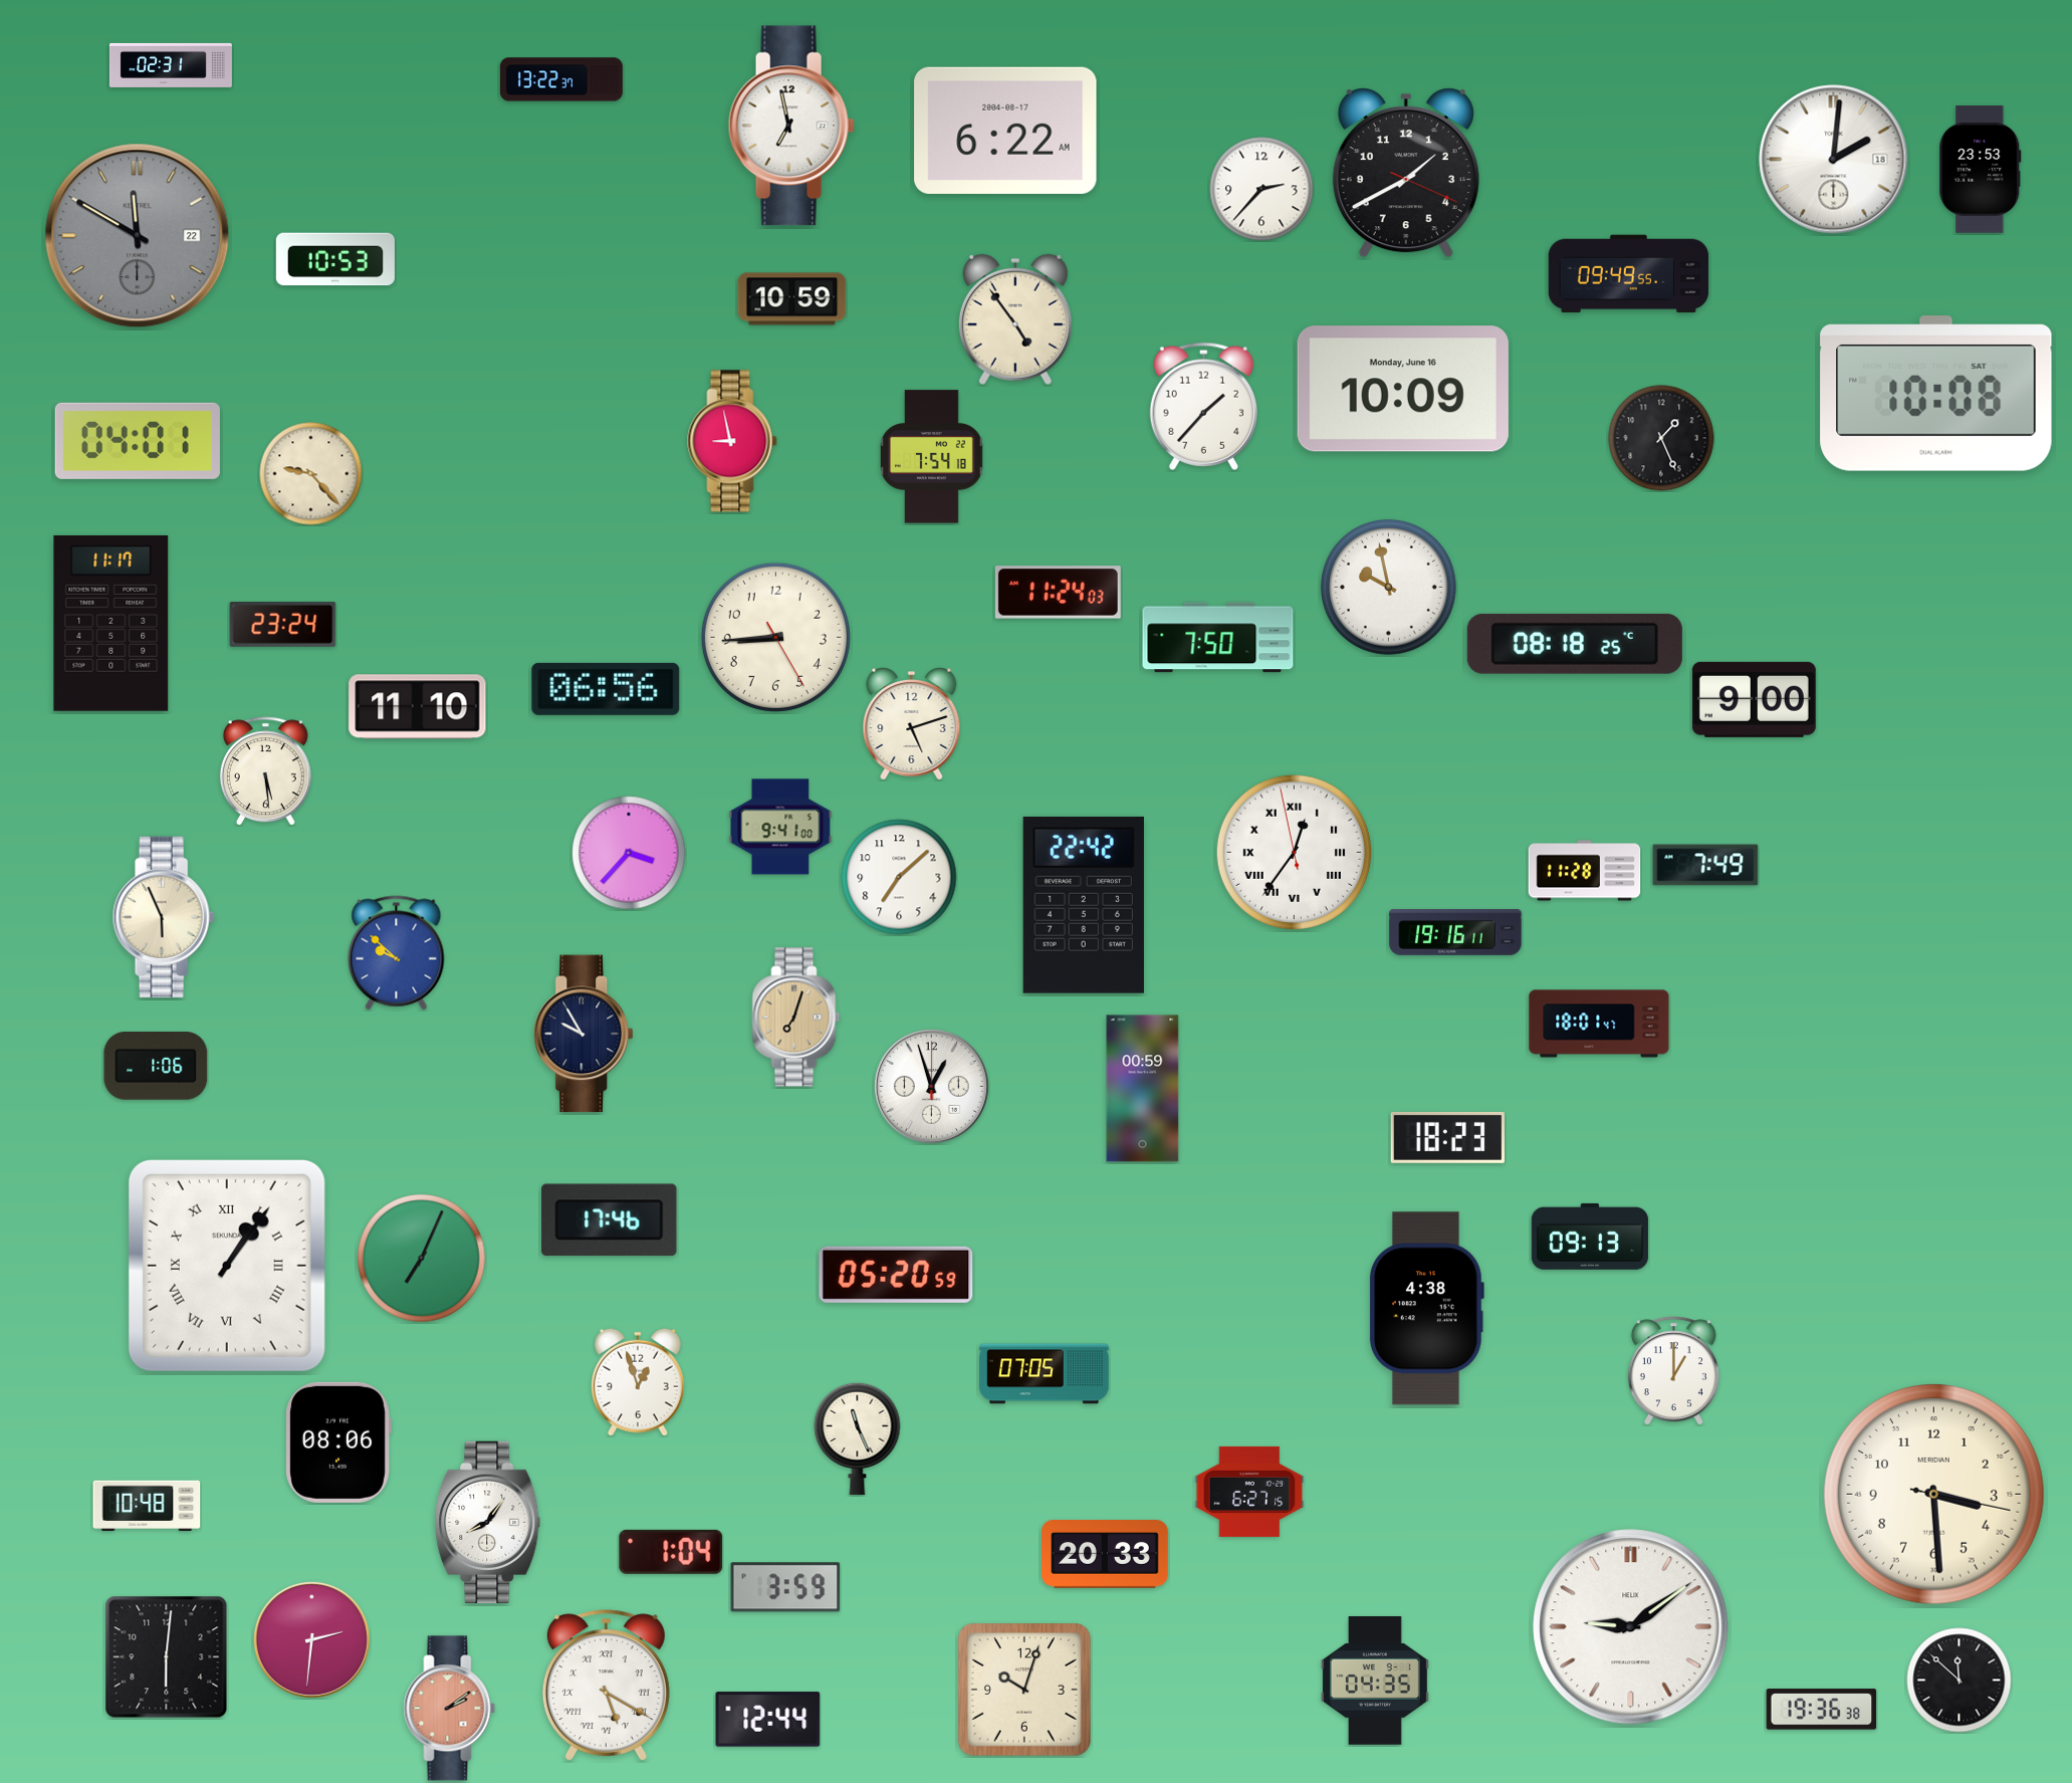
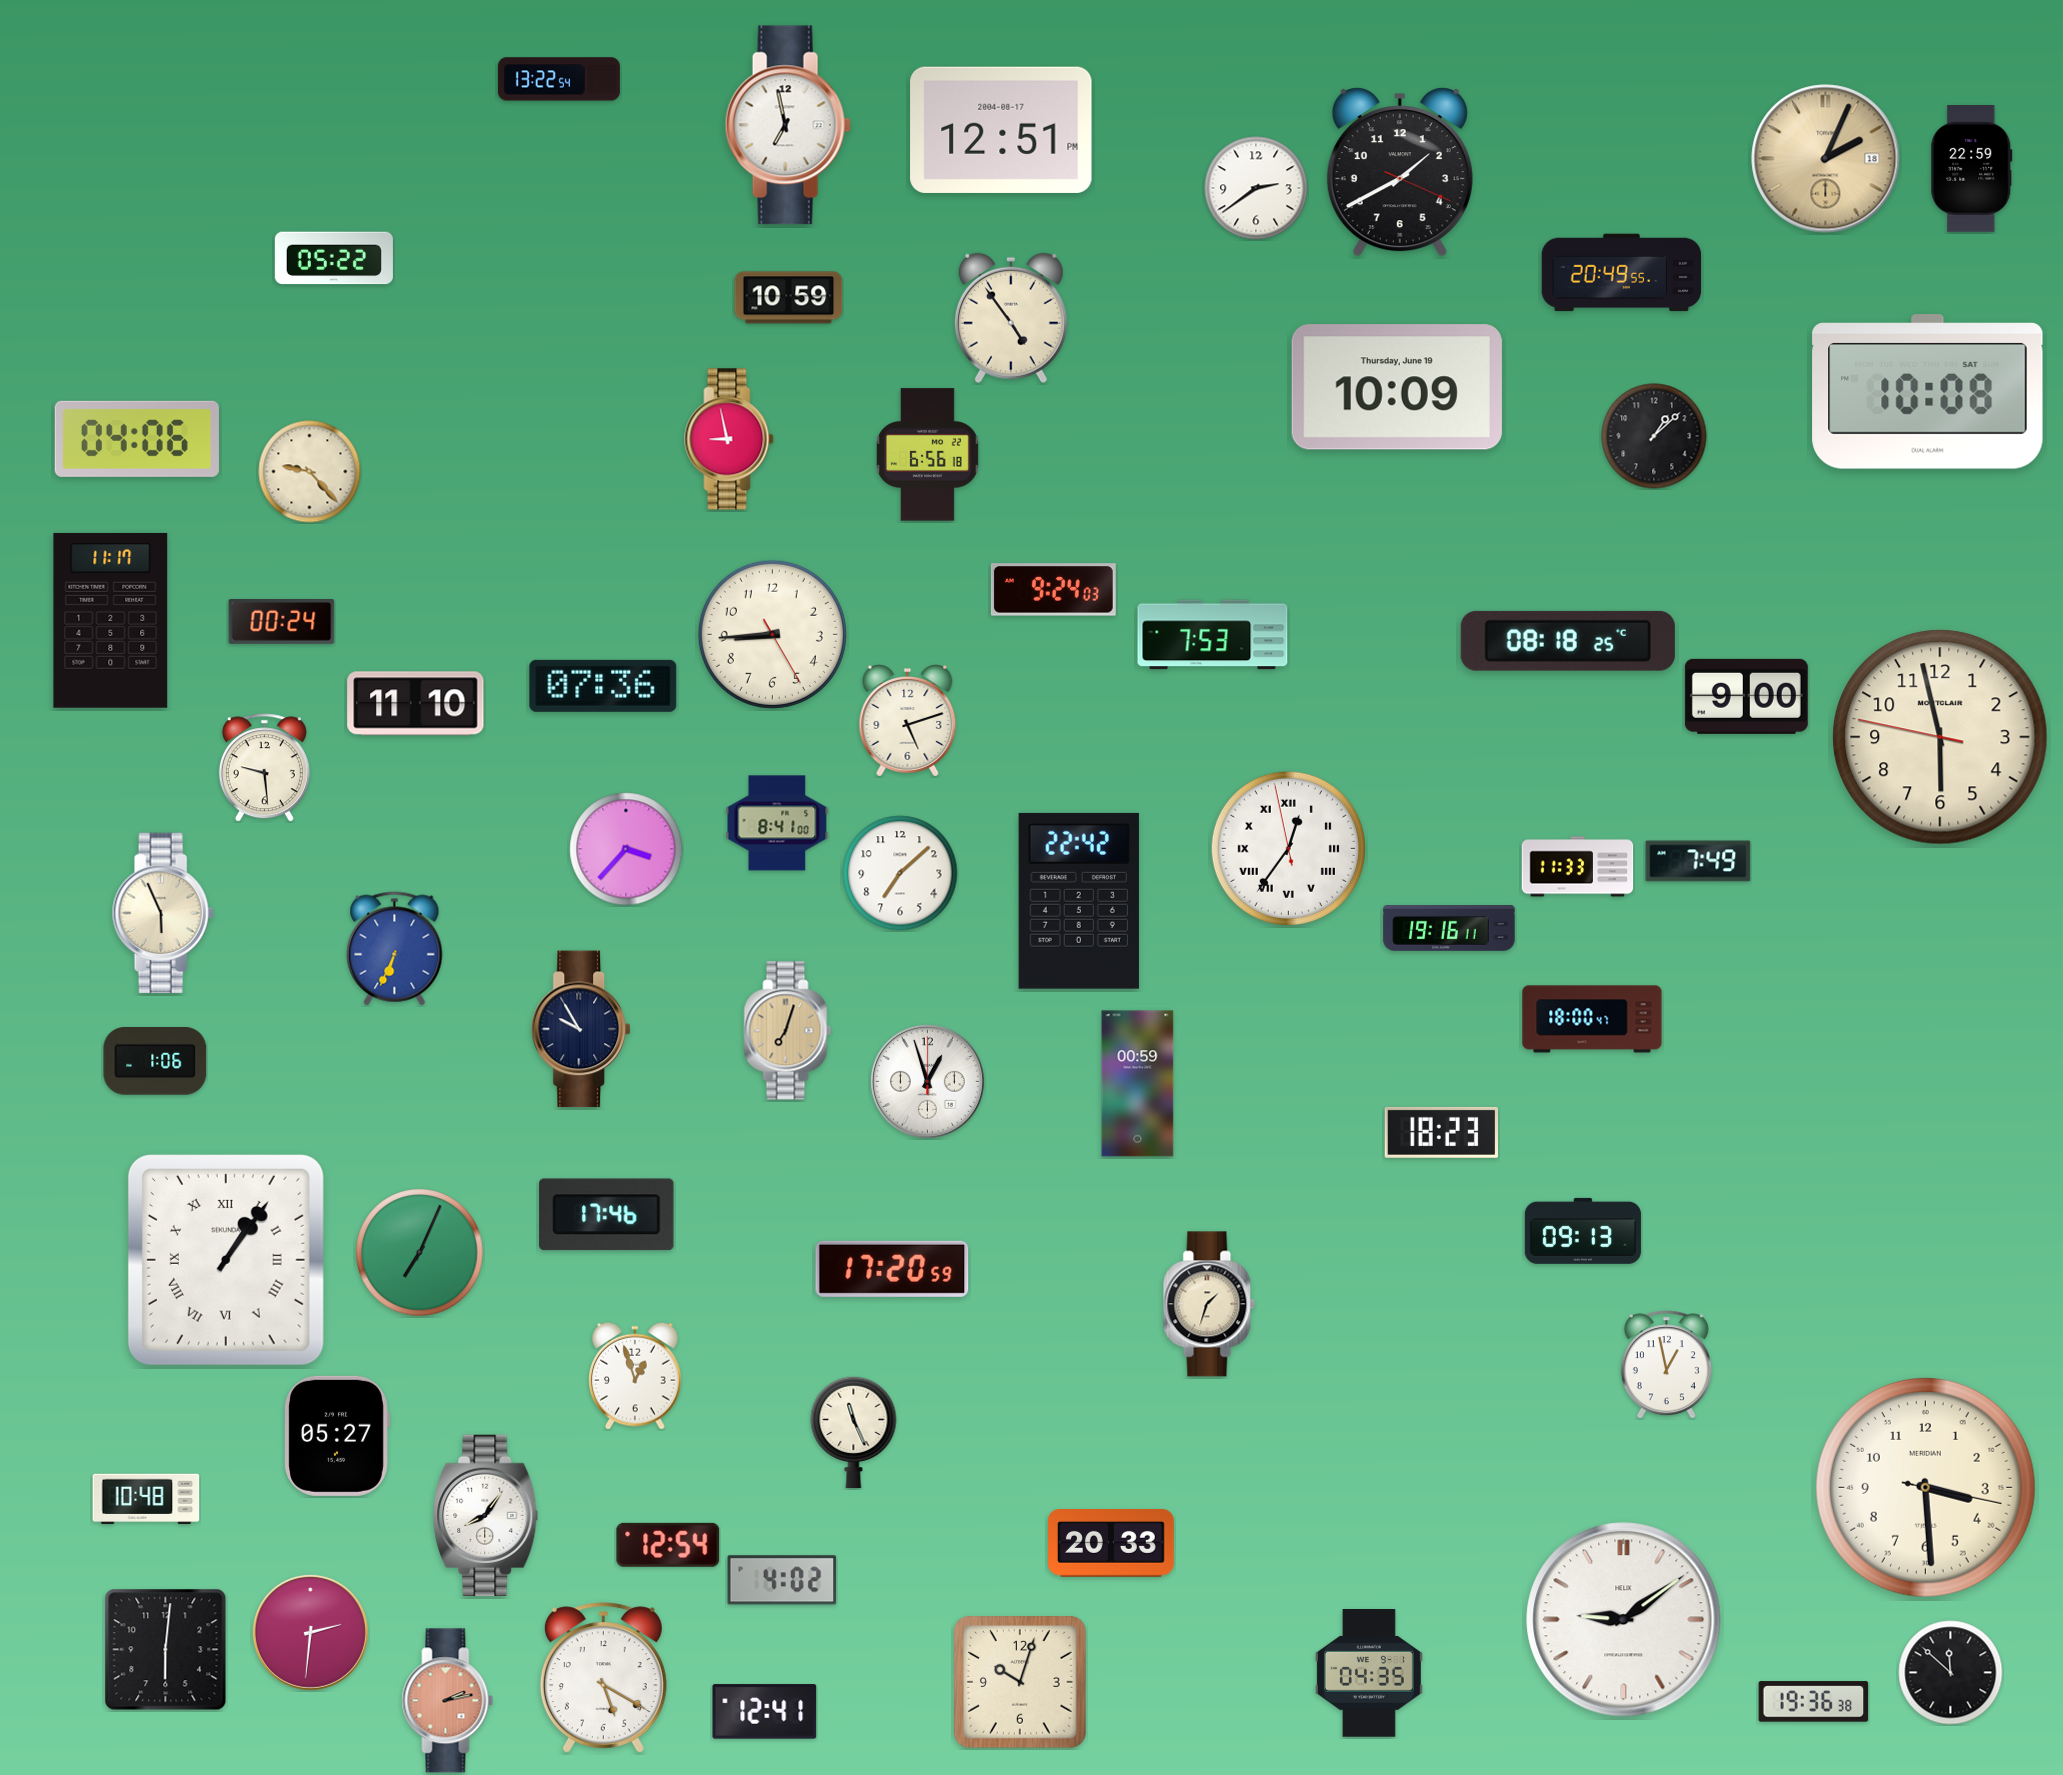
clock at (171, 65): 02:31 -> none
clock at (561, 79): 13:22:37 -> 13:22:54
clock at (1005, 131): 6:22 -> 12:51
clock at (1834, 160): 2:01 -> 2:04
clock at (1834, 160) dial: white -> champagne
clock at (1981, 170): 23:53 -> 22:59
clock at (1261, 189): 2:37 -> 2:39
clock at (138, 236): 11:50 -> none
clock at (335, 259): 10:53 -> 05:22
clock at (1629, 274): 09:49 -> 20:49
clock at (1403, 389) date: Monday, June 16 -> Thursday, June 19
clock at (1203, 406): 1:37 -> none
clock at (1661, 438): 1:26 -> 1:08
clock at (138, 441): 04:01 -> 04:06
clock at (931, 457): 7:54 -> 6:56
clock at (1388, 587): 9:58 -> none
clock at (1058, 593): 11:24 -> 9:24
clock at (283, 625): 23:24 -> 00:24
clock at (1218, 638): 7:50 -> 7:53
clock at (606, 689): 06:56 -> 07:36
clock at (1940, 737): none -> 5:57
clock at (265, 771): 5:29 -> 9:29
clock at (780, 827): 9:41 -> 8:41
clock at (1585, 871): 11:28 -> 11:33
clock at (899, 877) position: (899, 877) -> (900, 873)
clock at (397, 953): 9:52 -> 6:34
clock at (796, 1018) position: (796, 1018) -> (788, 1031)
clock at (1599, 1024): 18:01 -> 18:00
clock at (896, 1275): 05:20 -> 17:20
clock at (1426, 1309): 4:38 -> none
clock at (1209, 1304): none -> 1:33
clock at (1673, 1371): 1:00 -> 12:58
clock at (1045, 1374): 07:05 -> none
clock at (338, 1442): 08:06 -> 05:27
clock at (1249, 1492): 6:27 -> none
clock at (671, 1552): 1:04 -> 12:54
clock at (1106, 1555) position: (1106, 1555) -> (1112, 1544)
clock at (785, 1587): 3:59 -> 4:02
clock at (606, 1685) numerals: Roman -> Arabic
clock at (450, 1709): 2:09 -> 2:13
clock at (768, 1720): 12:44 -> 12:41
